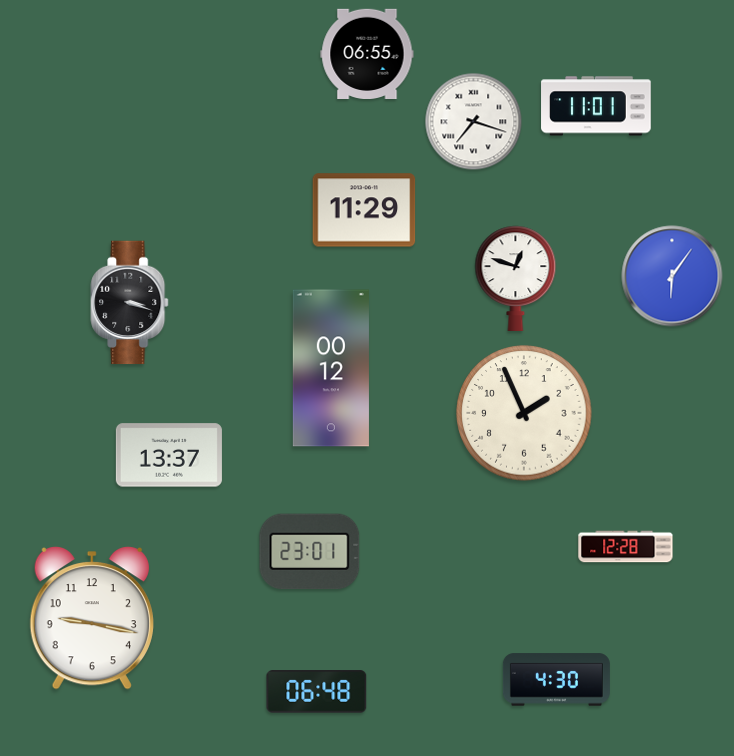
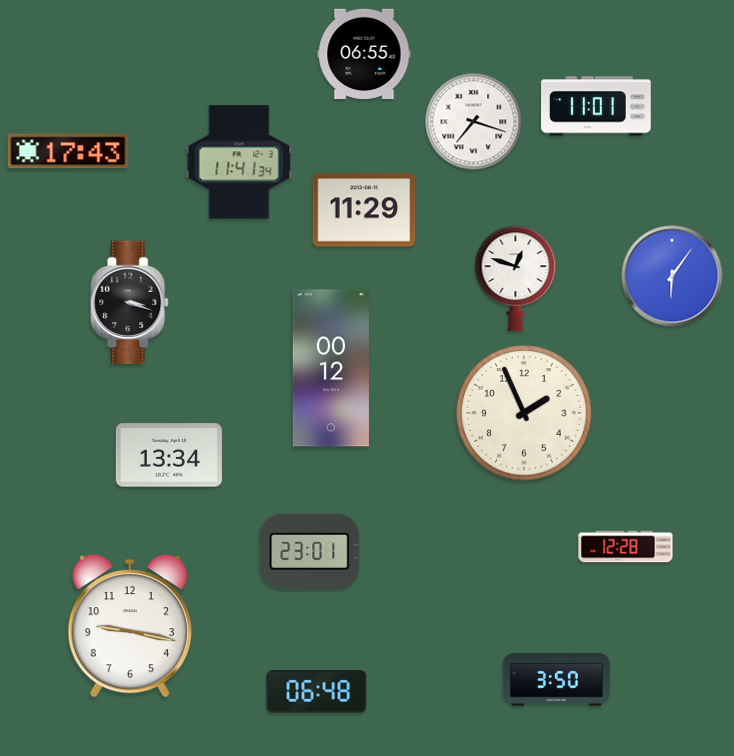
clock at (367, 53) position: (367, 53) -> (364, 53)
clock at (68, 151): none -> 17:43
clock at (239, 162): none -> 11:41
clock at (169, 455): 13:37 -> 13:34
clock at (92, 618) position: (92, 618) -> (130, 626)
clock at (556, 680): 4:30 -> 3:50
